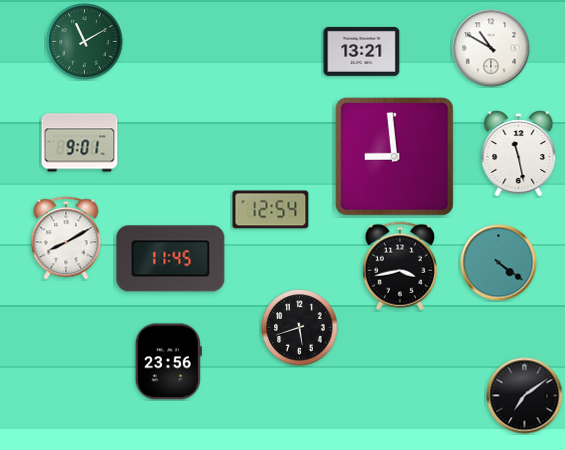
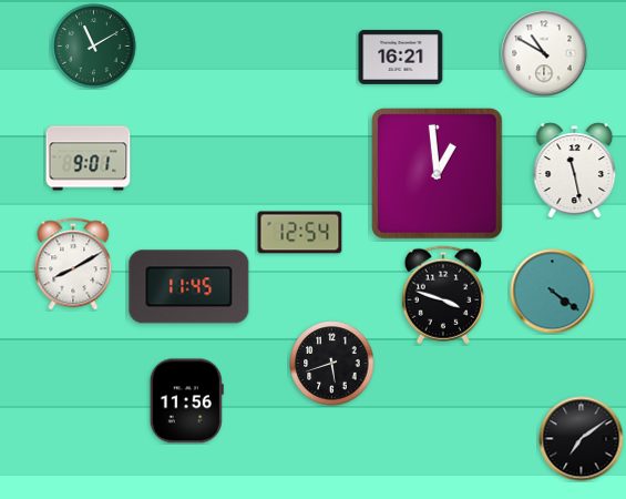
clock at (362, 51): 13:21 -> 16:21
clock at (394, 156): 8:59 -> 12:59
clock at (400, 266): 3:43 -> 3:48
clock at (168, 362): 23:56 -> 11:56
